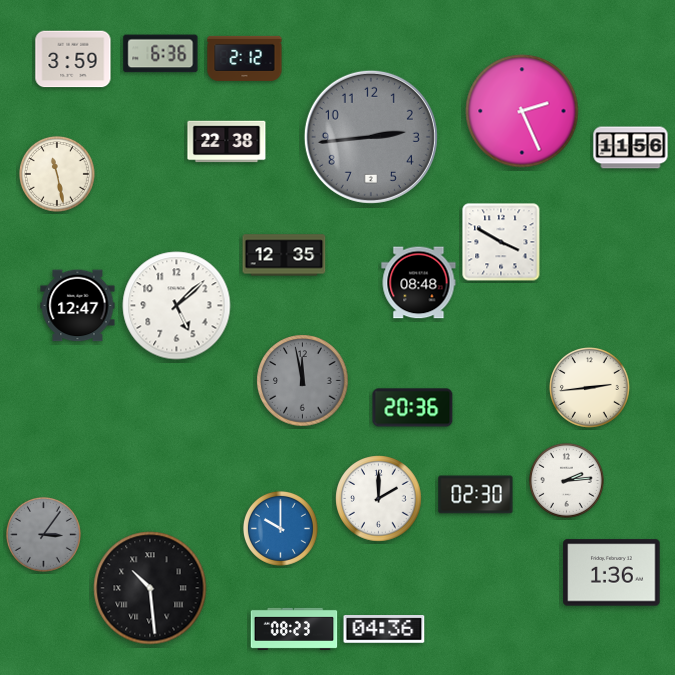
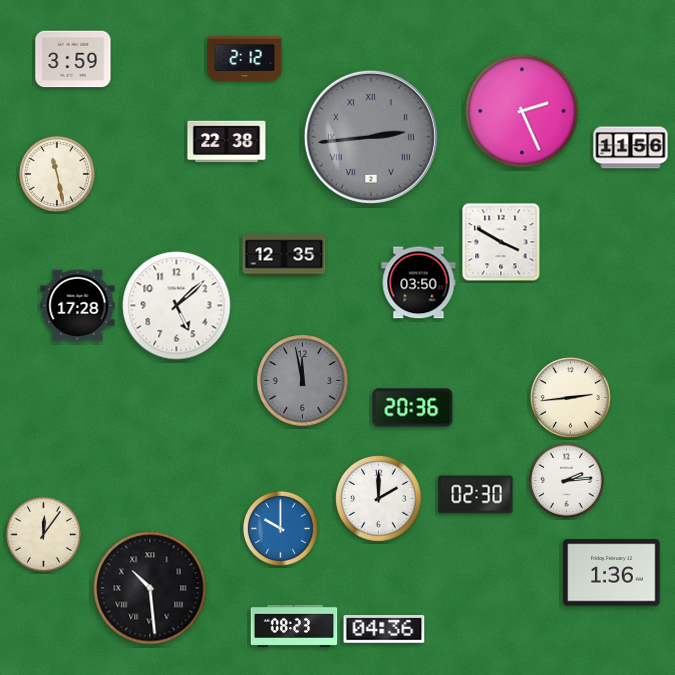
clock at (161, 54): 6:36 -> none
clock at (371, 137) numerals: Arabic -> Roman
clock at (419, 283): 08:48 -> 03:50
clock at (78, 306): 12:47 -> 17:28
clock at (590, 388) position: (590, 388) -> (571, 398)
clock at (43, 534): 3:06 -> 12:06
clock at (43, 534) dial: grey -> cream
clock at (294, 629) position: (294, 629) -> (294, 626)
